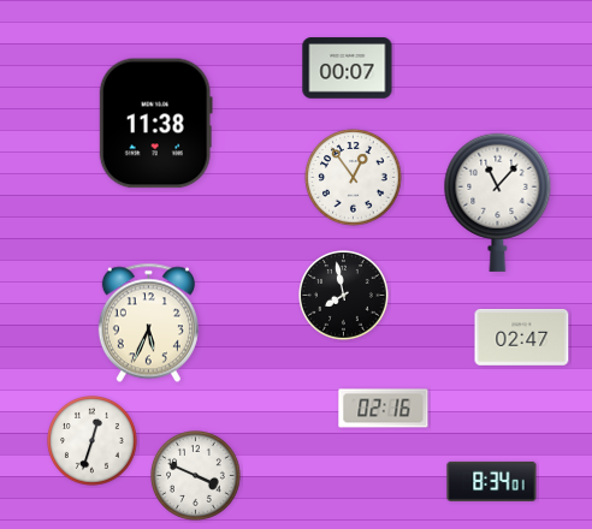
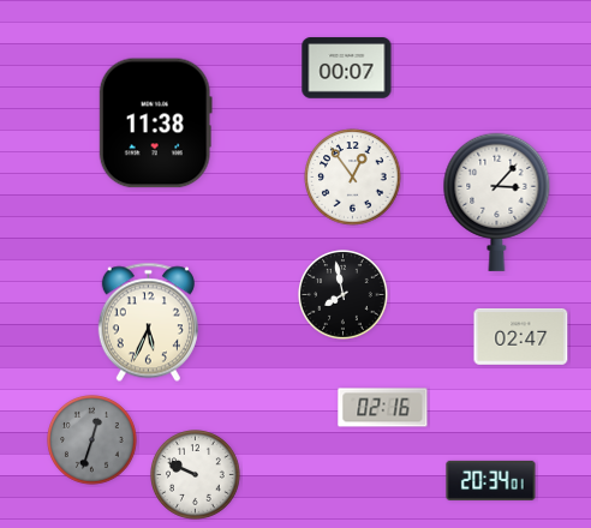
clock at (498, 202): 11:07 -> 3:07
clock at (93, 441) dial: white -> grey
clock at (196, 476): 3:49 -> 9:49
clock at (492, 481): 8:34 -> 20:34
